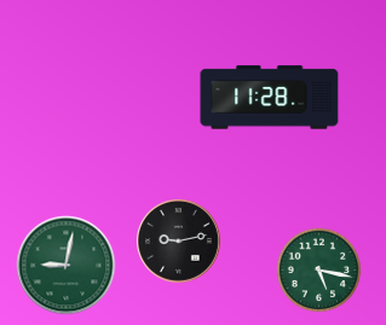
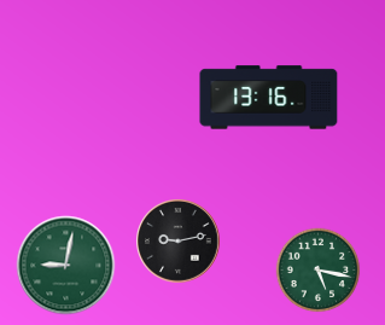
clock at (270, 98): 11:28 -> 13:16
